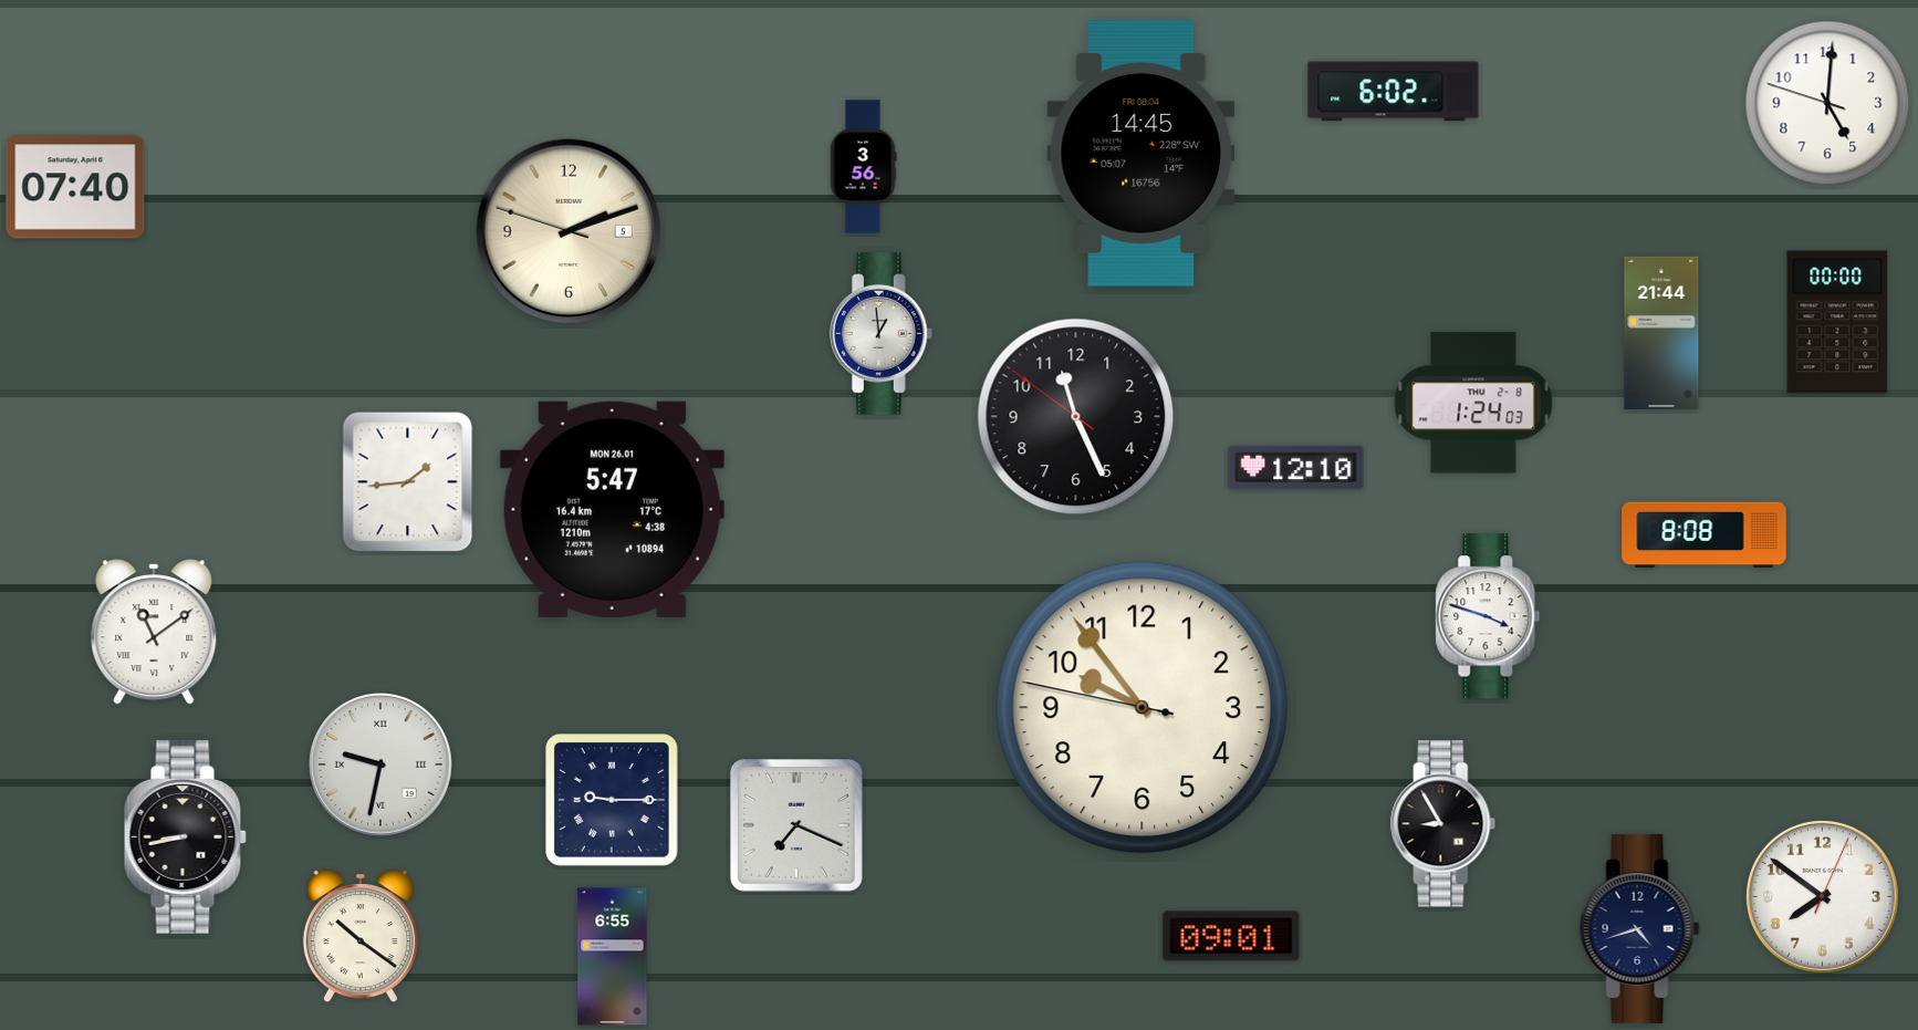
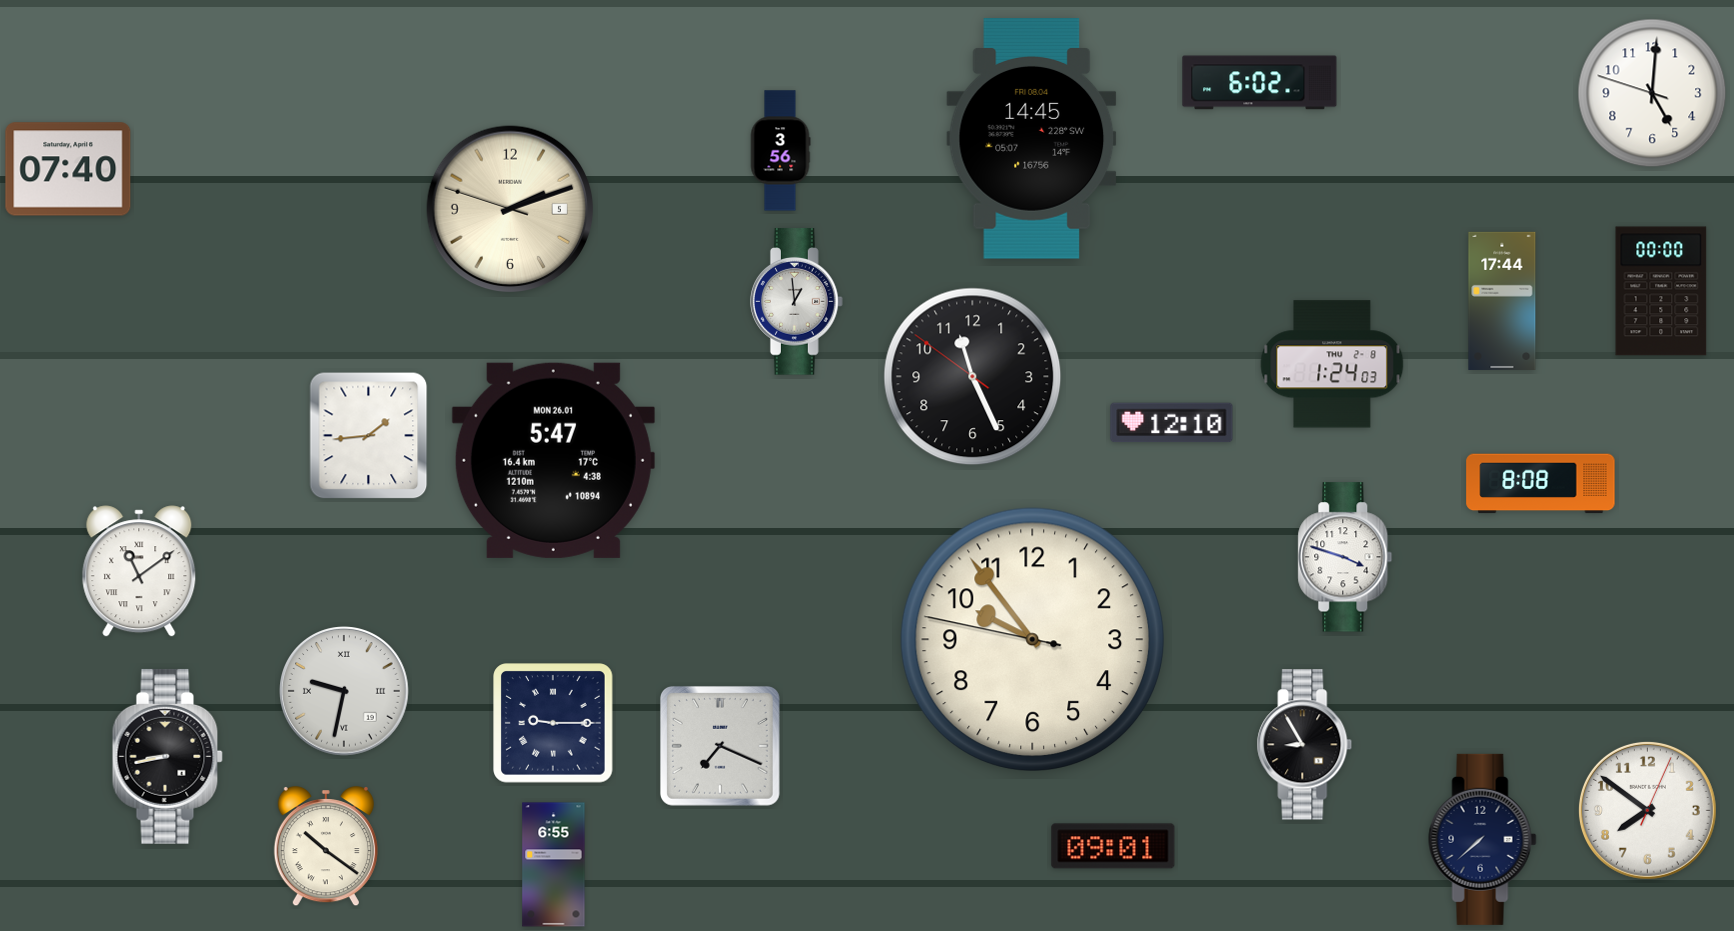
clock at (569, 231) position: (569, 231) -> (510, 209)
clock at (1661, 333): 21:44 -> 17:44
clock at (1640, 928): 4:42 -> 7:38
